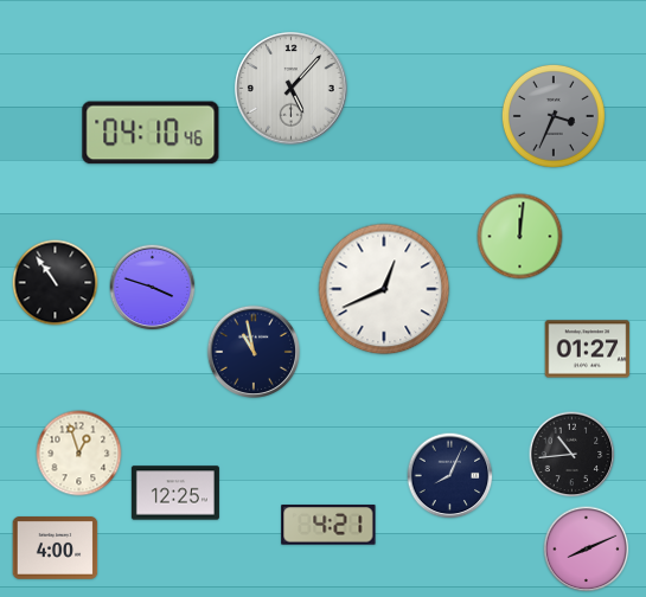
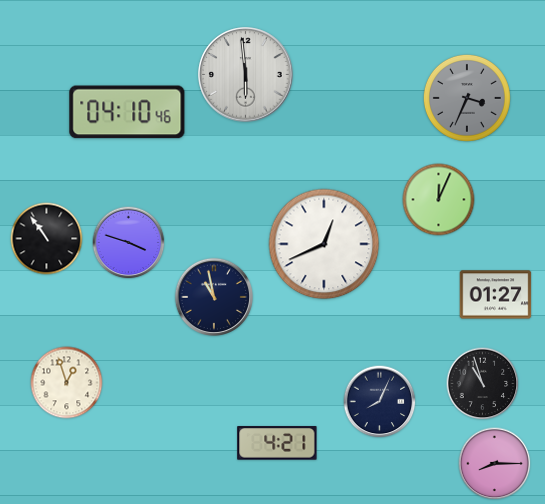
clock at (292, 89): 5:07 -> 5:59
clock at (520, 237): 12:01 -> 12:04
clock at (573, 455): 10:44 -> 10:57
clock at (175, 493): 12:25 -> none
clock at (56, 548): 4:00 -> none
clock at (587, 550): 8:11 -> 8:15
